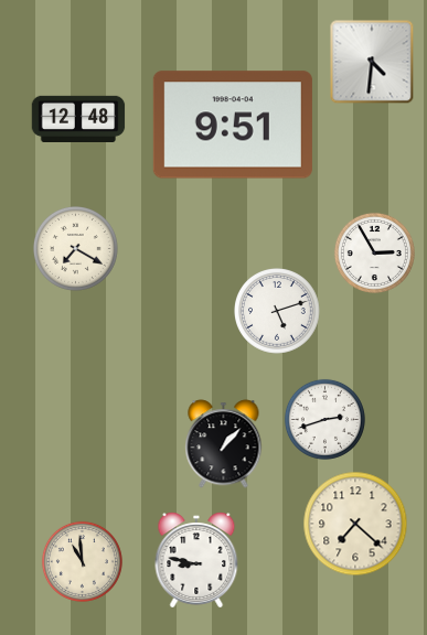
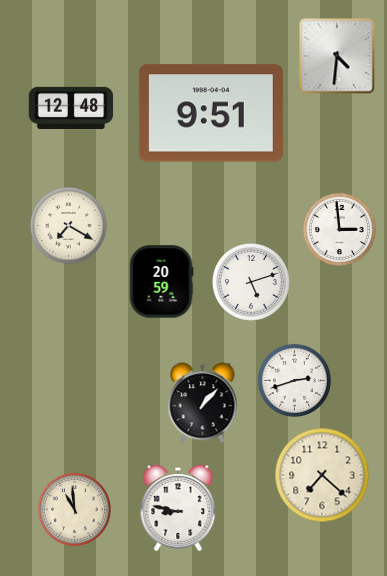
clock at (374, 252): 2:55 -> 2:59
clock at (161, 282): none -> 20:59
